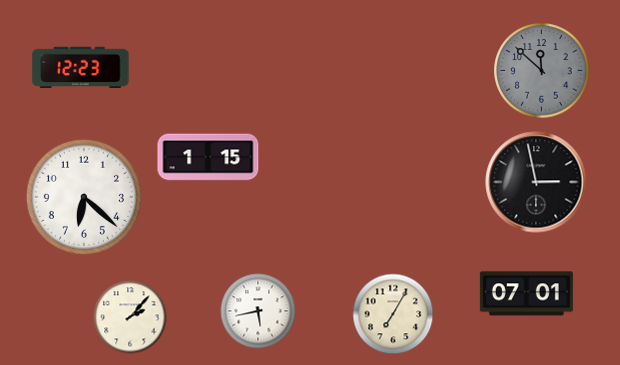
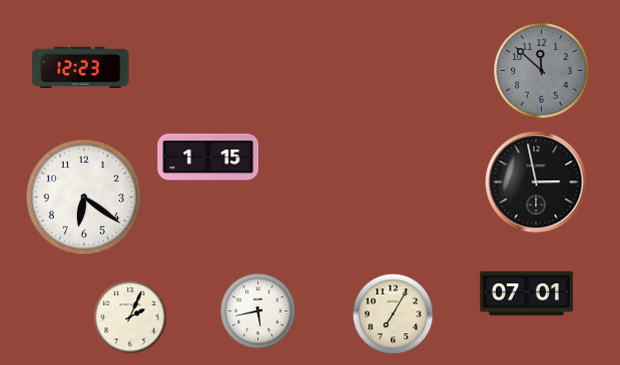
clock at (84, 197): 6:22 -> 6:21
clock at (130, 317): 2:07 -> 2:04
